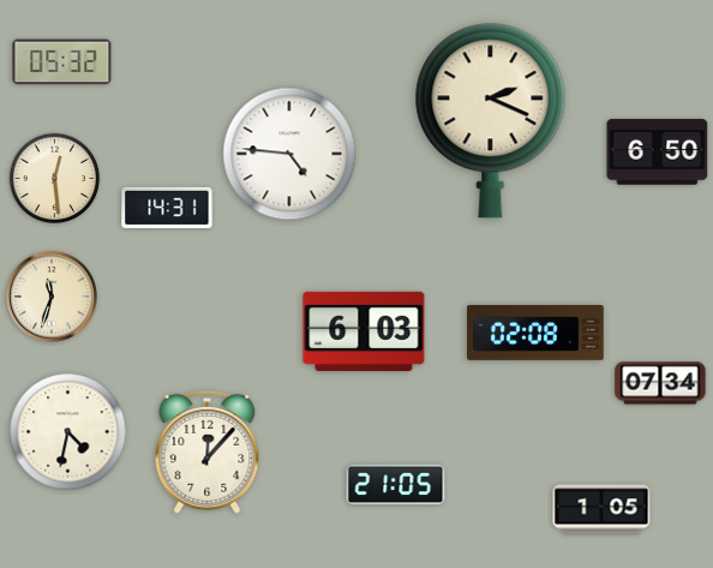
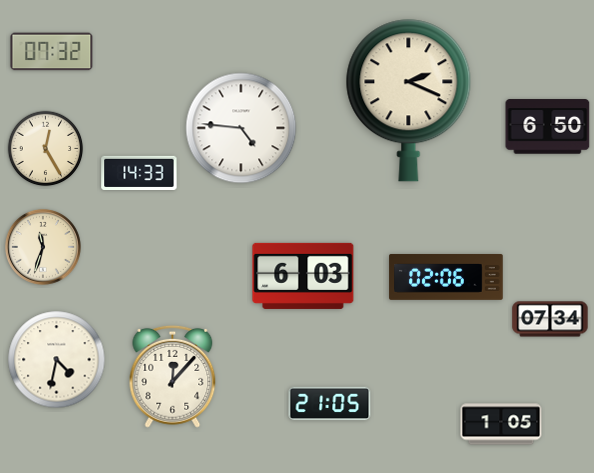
clock at (62, 62): 05:32 -> 07:32
clock at (55, 179): 12:29 -> 12:25
clock at (167, 207): 14:31 -> 14:33
clock at (535, 333): 02:08 -> 02:06
